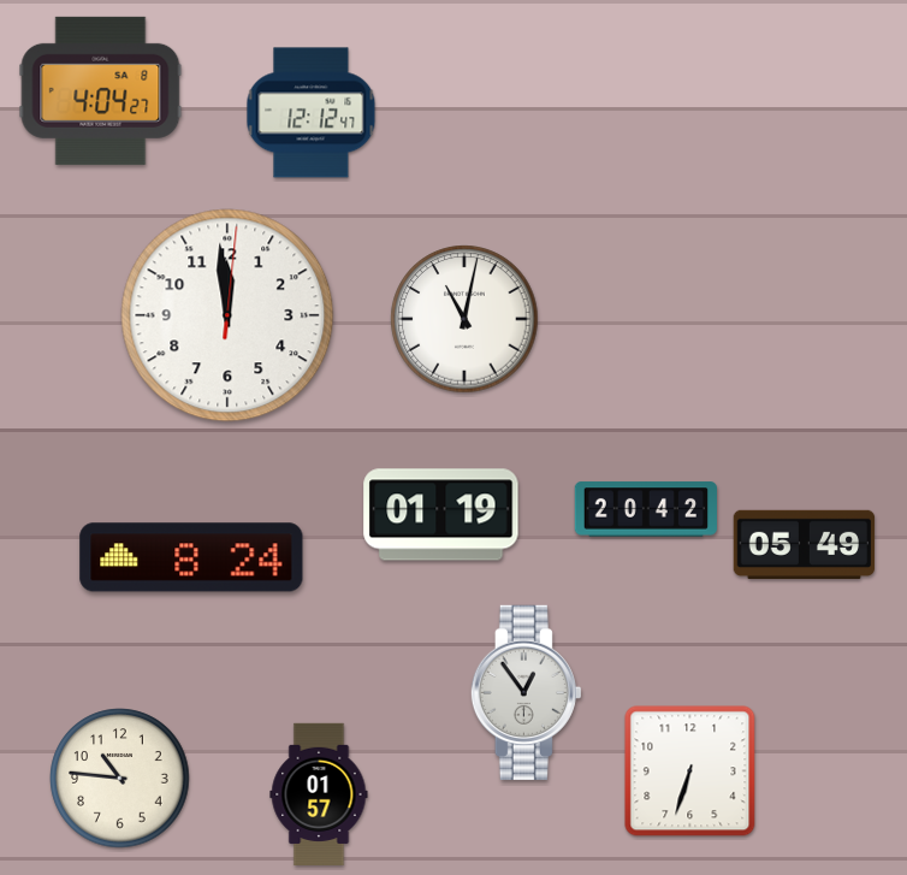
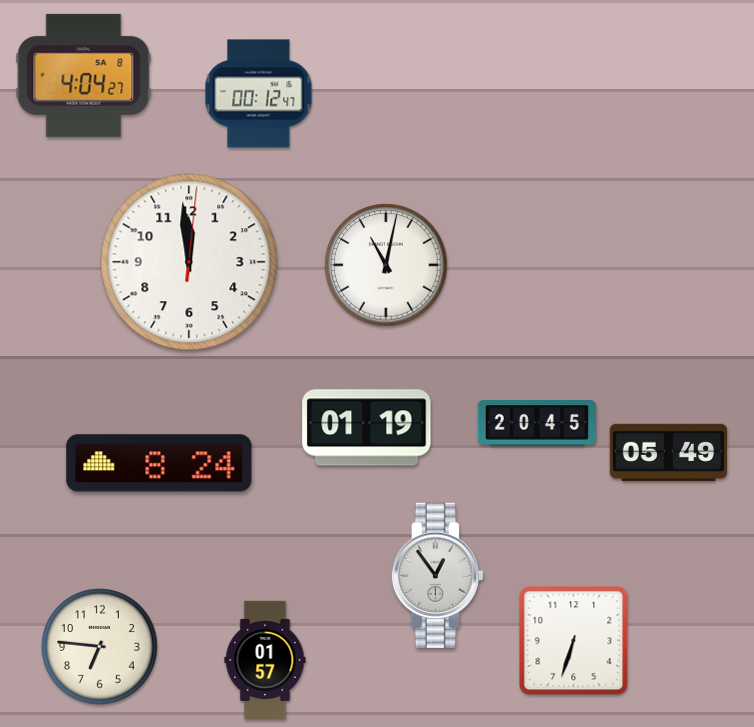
clock at (312, 113): 12:12 -> 00:12
clock at (645, 509): 20:42 -> 20:45
clock at (120, 779): 10:46 -> 6:46
